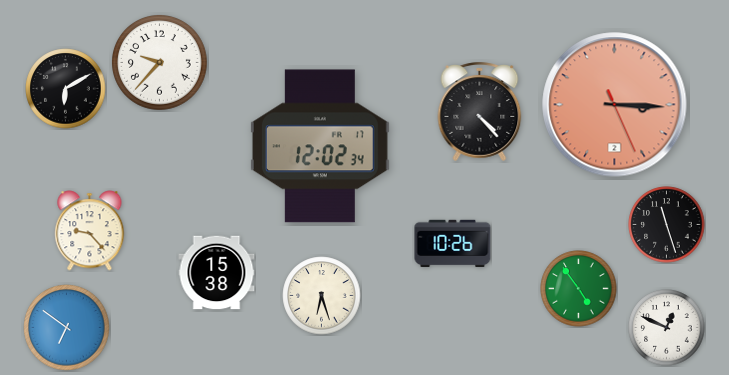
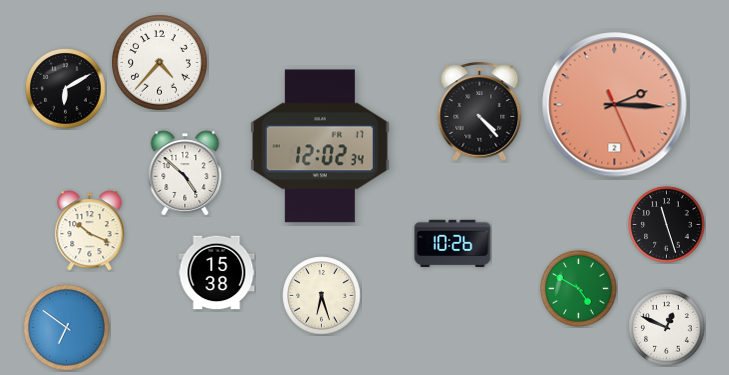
clock at (160, 63): 9:37 -> 4:37
clock at (615, 105): 3:15 -> 2:15
clock at (185, 173): none -> 4:52
clock at (90, 231): 9:23 -> 10:19
clock at (579, 289): 4:54 -> 4:50
